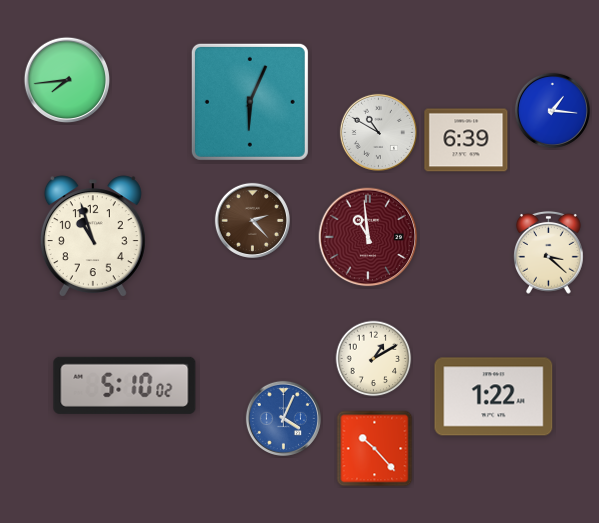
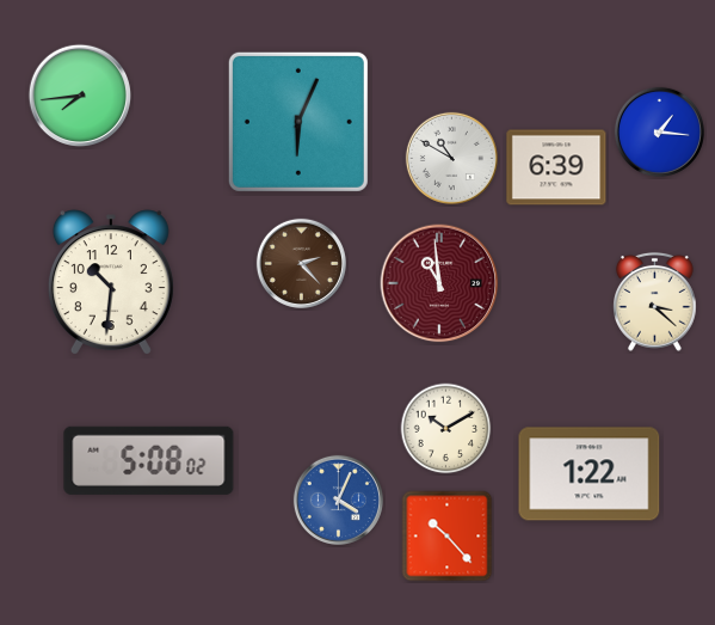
clock at (93, 236): 10:57 -> 10:31
clock at (374, 359): 1:10 -> 10:10
clock at (125, 385): 5:10 -> 5:08
